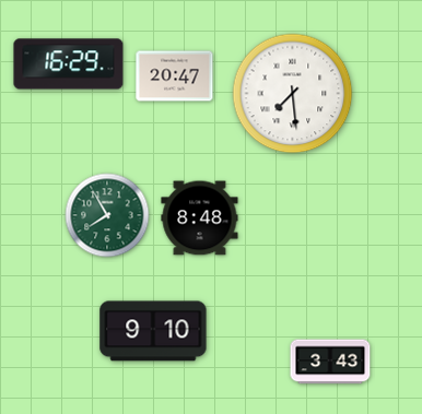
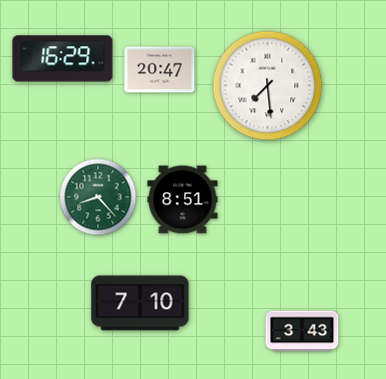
clock at (107, 215): 7:55 -> 8:23
clock at (200, 218): 8:48 -> 8:51
clock at (153, 331): 9:10 -> 7:10
